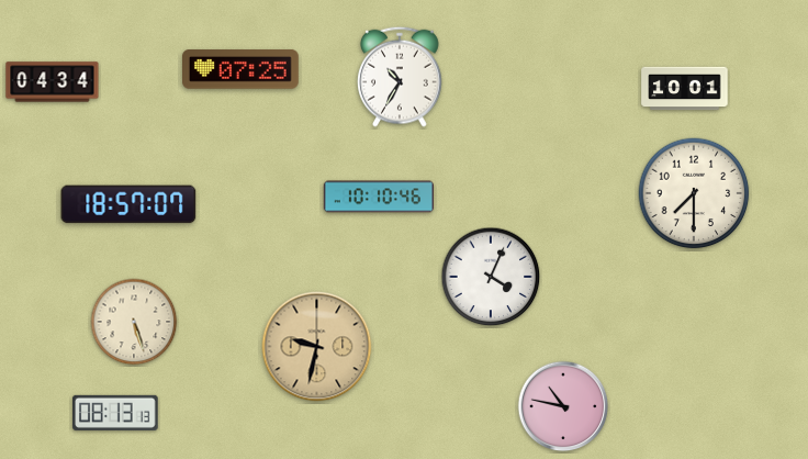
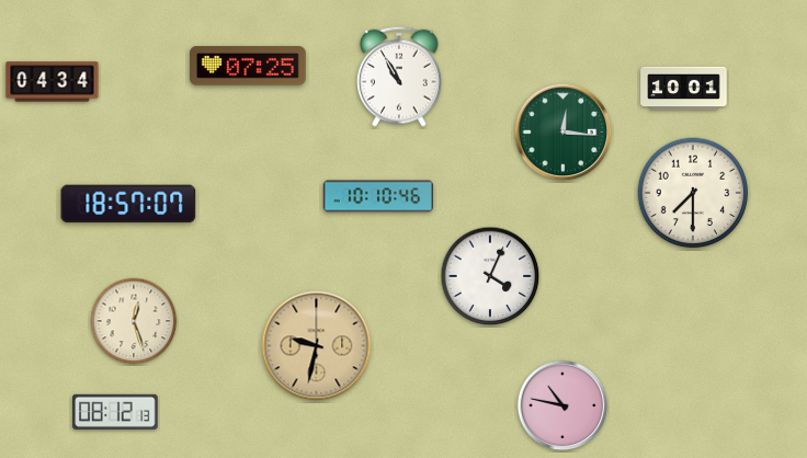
clock at (242, 69) position: (242, 69) -> (249, 66)
clock at (401, 77): 10:35 -> 10:55
clock at (564, 133): none -> 12:16
clock at (134, 322): 5:27 -> 12:27
clock at (115, 413): 08:13 -> 08:12
